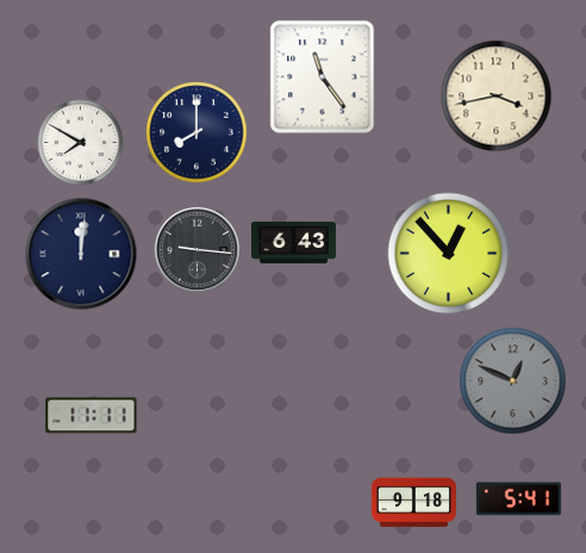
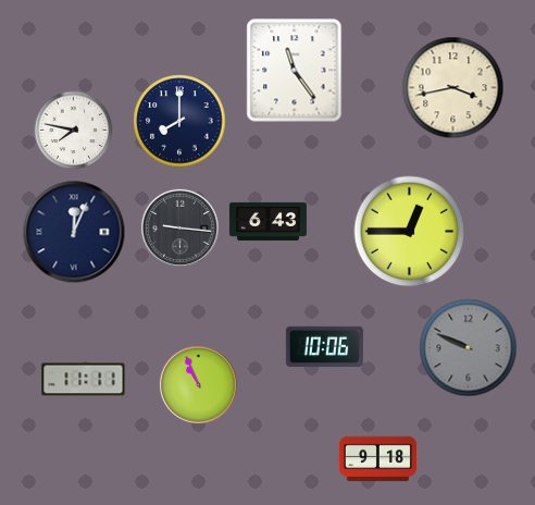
clock at (81, 143): 7:50 -> 7:47
clock at (81, 254): 12:01 -> 12:04
clock at (449, 254): 12:53 -> 12:45
clock at (324, 346): none -> 10:06
clock at (513, 381): 12:49 -> 9:49
clock at (198, 384): none -> 10:56
clock at (518, 499): 5:41 -> none
